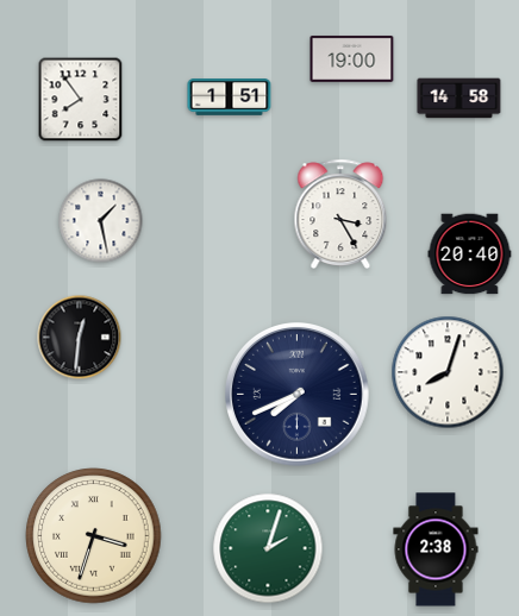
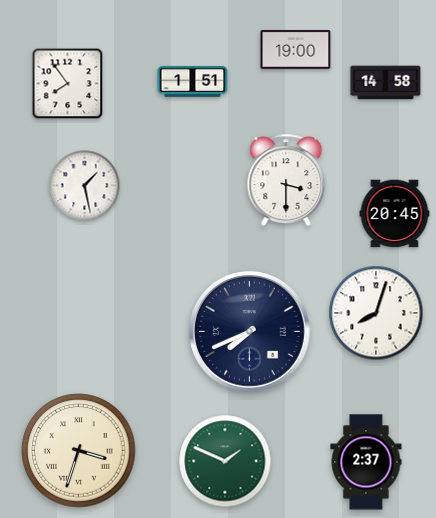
clock at (340, 213): 3:25 -> 3:30
clock at (470, 254): 20:40 -> 20:45
clock at (80, 338): 12:31 -> none
clock at (268, 548): 2:03 -> 1:49
clock at (436, 549): 2:38 -> 2:37
